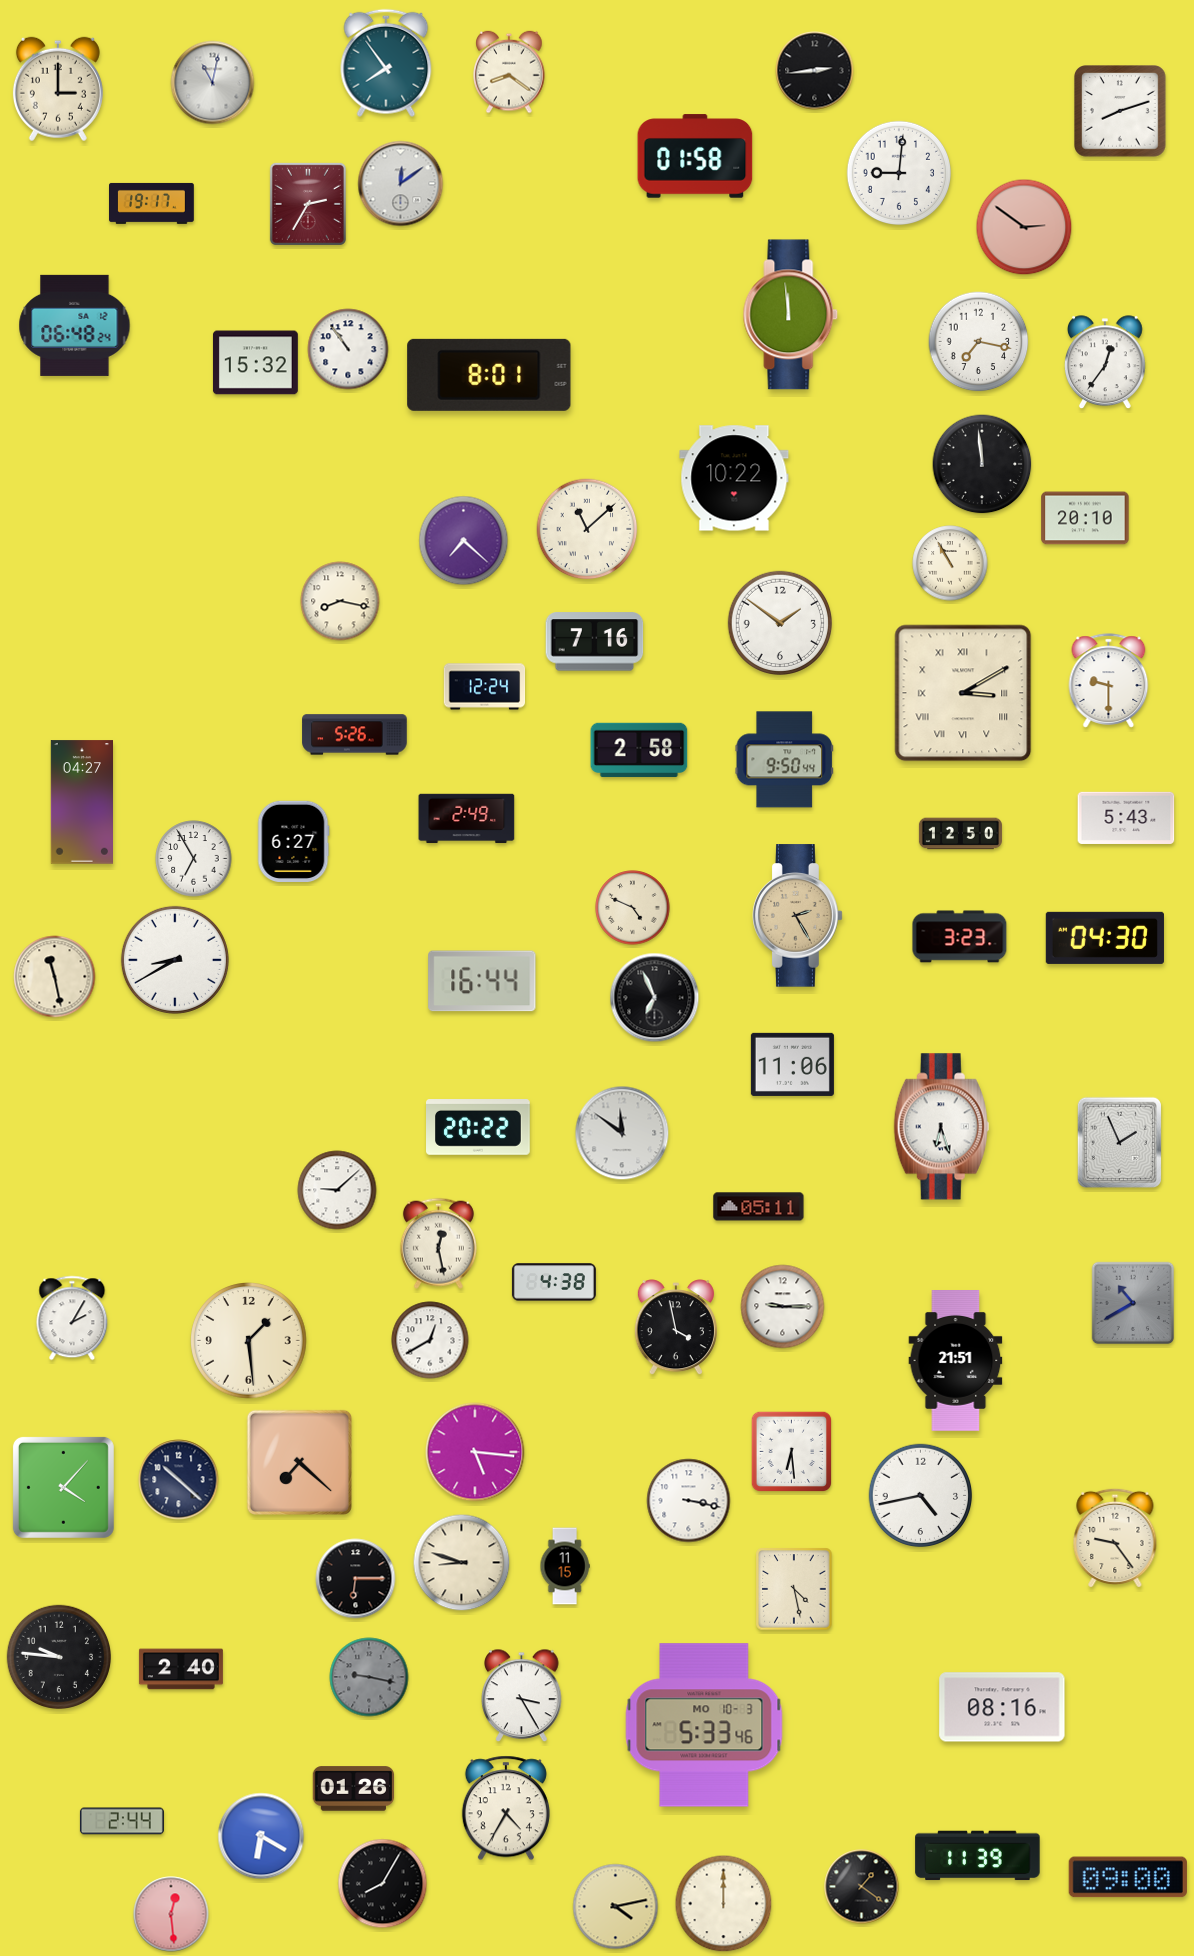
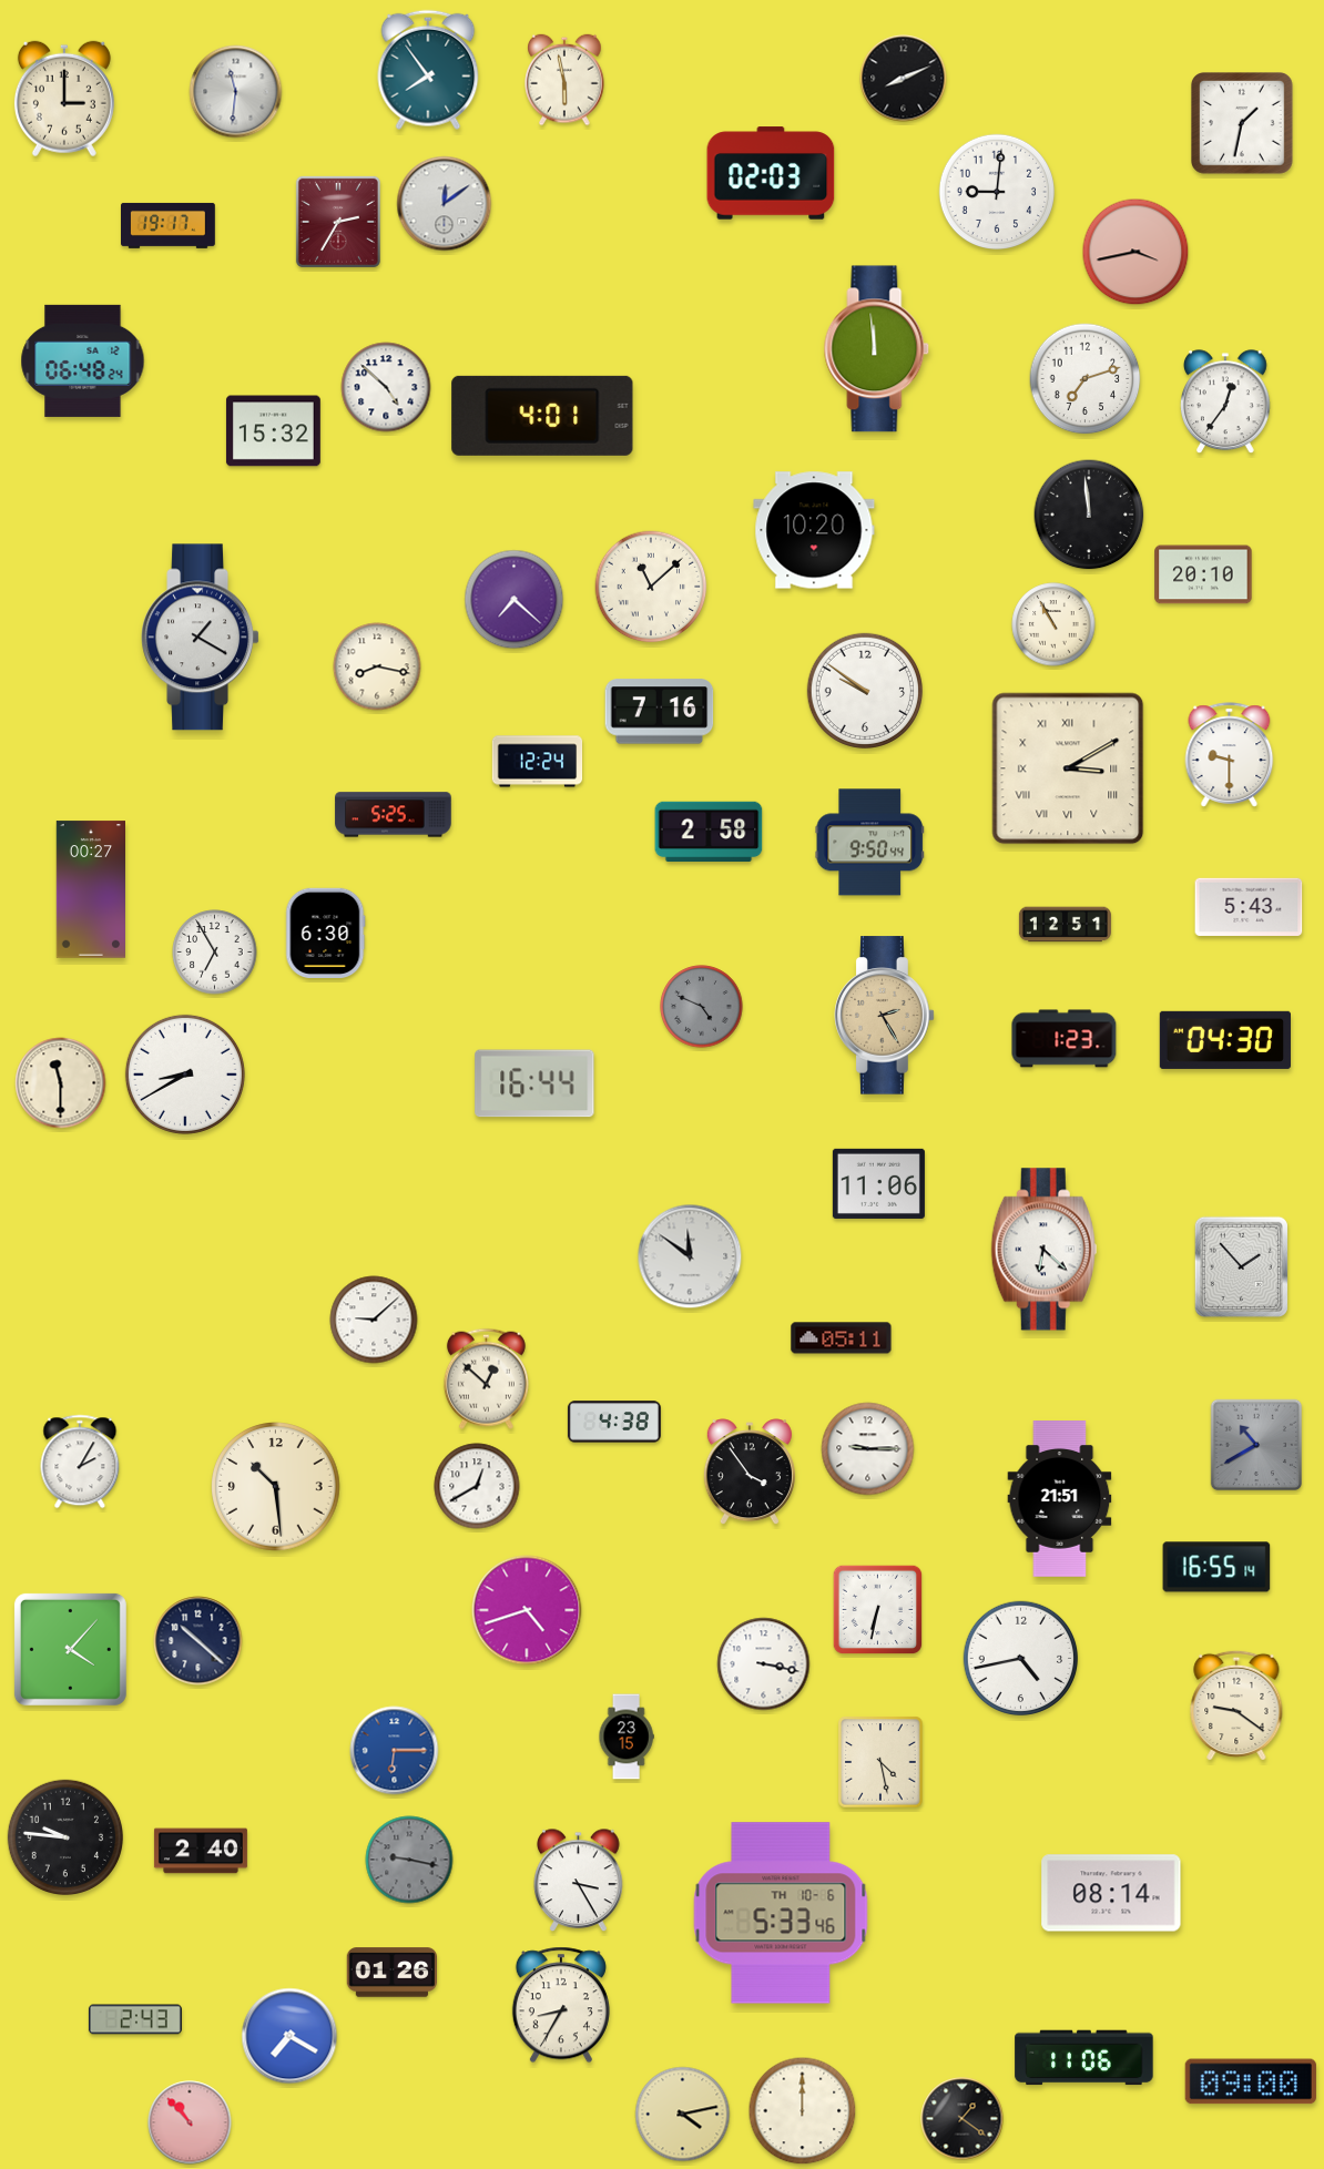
clock at (815, 71): 2:44 -> 8:11
clock at (509, 72): 8:21 -> 5:58
clock at (213, 83): 11:02 -> 11:31
clock at (1120, 111): 8:12 -> 1:32
clock at (695, 156): 01:58 -> 02:03
clock at (308, 204) position: (308, 204) -> (338, 222)
clock at (1024, 227): 2:51 -> 3:43
clock at (979, 342): 7:17 -> 7:12
clock at (348, 349): 10:54 -> 4:52
clock at (255, 363) position: (255, 363) -> (273, 431)
clock at (489, 375): 8:01 -> 4:01
clock at (734, 478): 10:22 -> 10:20
clock at (200, 638): none -> 1:20
clock at (779, 622): 1:51 -> 9:51
clock at (355, 735): 5:26 -> 5:25
clock at (82, 802): 04:27 -> 00:27
clock at (467, 819): 2:49 -> none
clock at (960, 834): 12:50 -> 12:51
clock at (293, 841): 6:27 -> 6:30
clock at (633, 908) dial: cream -> grey
clock at (960, 937): 3:23 -> 1:23
clock at (175, 960) position: (175, 960) -> (185, 1075)
clock at (55, 977): 11:28 -> 11:30
clock at (482, 981) position: (482, 981) -> (534, 1083)
clock at (655, 998): 6:56 -> none
clock at (792, 1064) position: (792, 1064) -> (878, 1183)
clock at (941, 1127): 6:27 -> 6:22
clock at (479, 1128): 20:22 -> none
clock at (1119, 1142): 1:56 -> 1:53
clock at (438, 1243): 12:28 -> 12:52
clock at (676, 1328): 3:58 -> 3:54
clock at (249, 1341): 1:29 -> 10:29
clock at (956, 1361) position: (956, 1361) -> (1060, 1499)
clock at (1216, 1567): none -> 16:55
clock at (475, 1452): 5:16 -> 4:42
clock at (792, 1452): 6:29 -> 6:32
clock at (299, 1462): 7:22 -> none
clock at (1115, 1538): 9:24 -> 9:21
clock at (462, 1563): 8:48 -> none
clock at (565, 1566): 11:15 -> 23:15
clock at (356, 1579) dial: black -> blue
clock at (1002, 1707): 08:16 -> 08:14
clock at (704, 1725) date: MO 10-3 -> TH 10-6
clock at (353, 1789) position: (353, 1789) -> (391, 1973)
clock at (506, 1808): 4:35 -> 8:35
clock at (122, 1821): 2:44 -> 2:43
clock at (261, 1836): 6:20 -> 7:20
clock at (978, 1856): 11:39 -> 11:06
clock at (383, 1884): 8:05 -> none
clock at (862, 1887) position: (862, 1887) -> (963, 2119)
clock at (171, 1914): 12:29 -> 10:53
